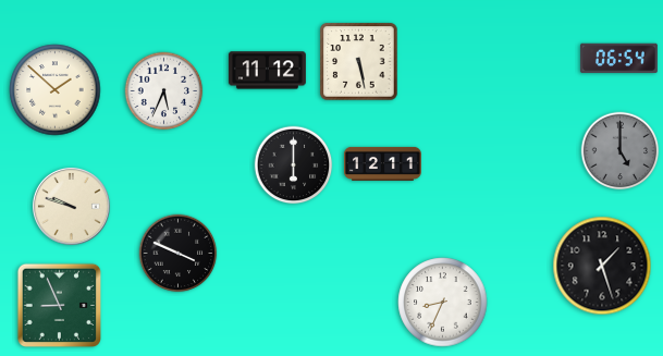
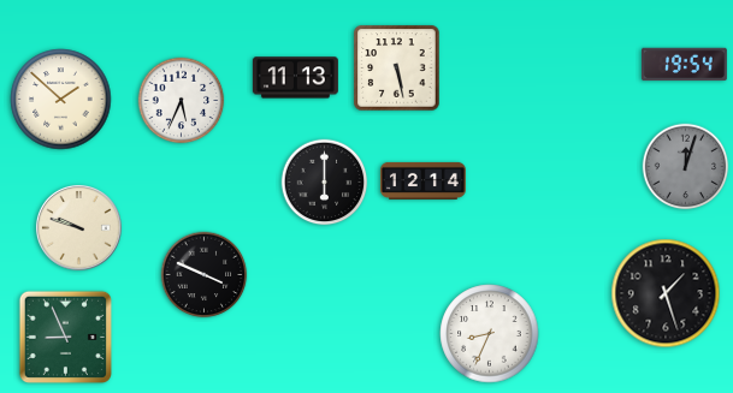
clock at (618, 59): 06:54 -> 19:54
clock at (267, 71): 11:12 -> 11:13
clock at (621, 151): 5:00 -> 12:03
clock at (382, 163): 12:11 -> 12:14
clock at (179, 254) position: (179, 254) -> (205, 275)
